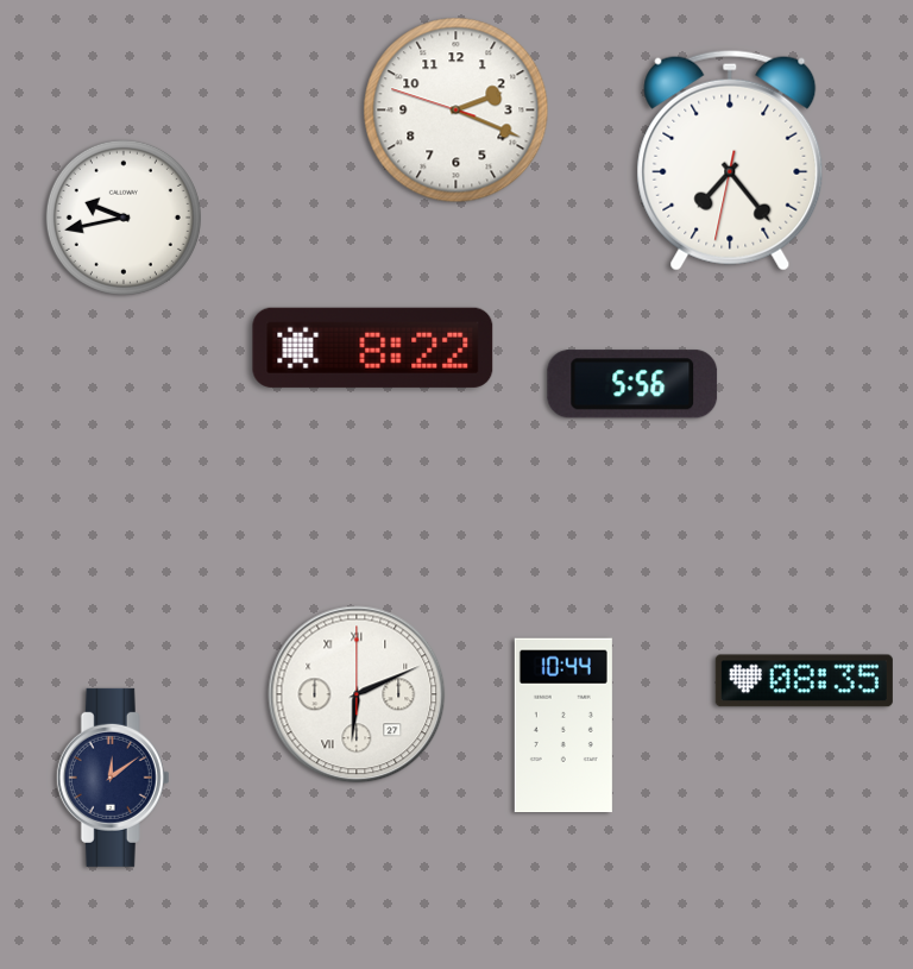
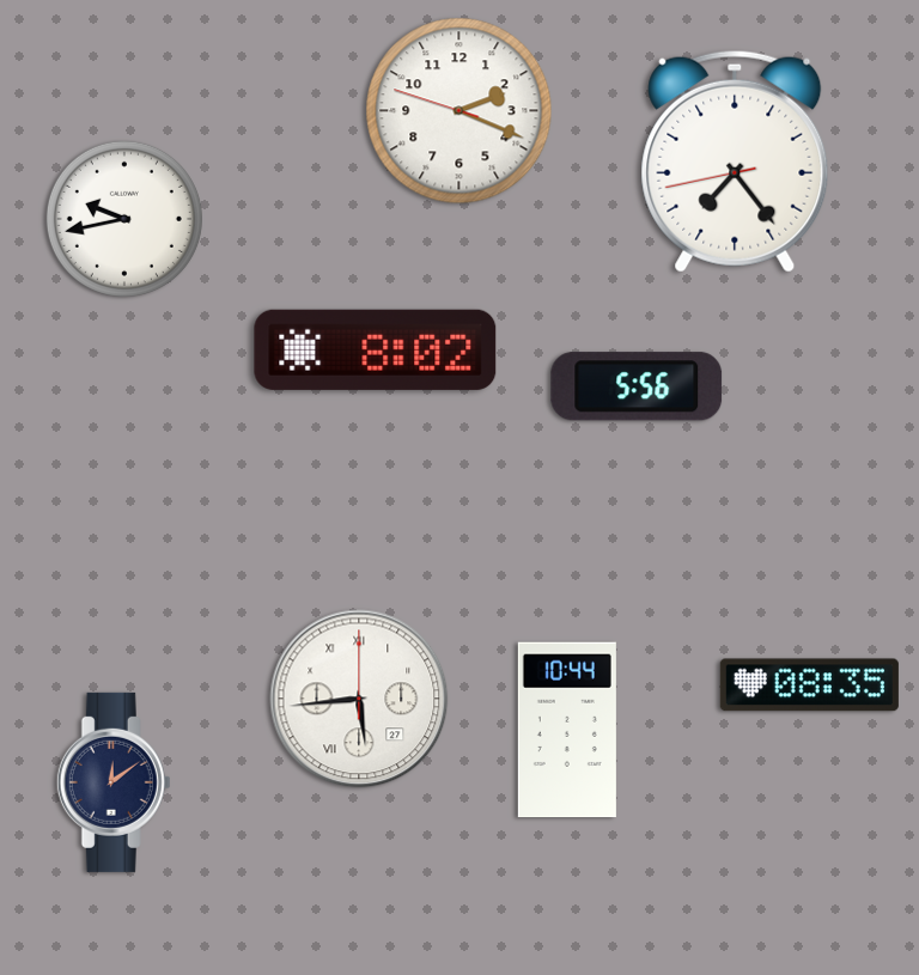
clock at (730, 161): 7:23:32 -> 7:23:43
clock at (373, 347): 8:22 -> 8:02
clock at (357, 694): 6:11 -> 5:44
